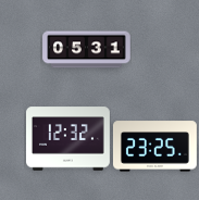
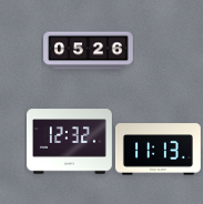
clock at (87, 50): 05:31 -> 05:26
clock at (154, 147): 23:25 -> 11:13
